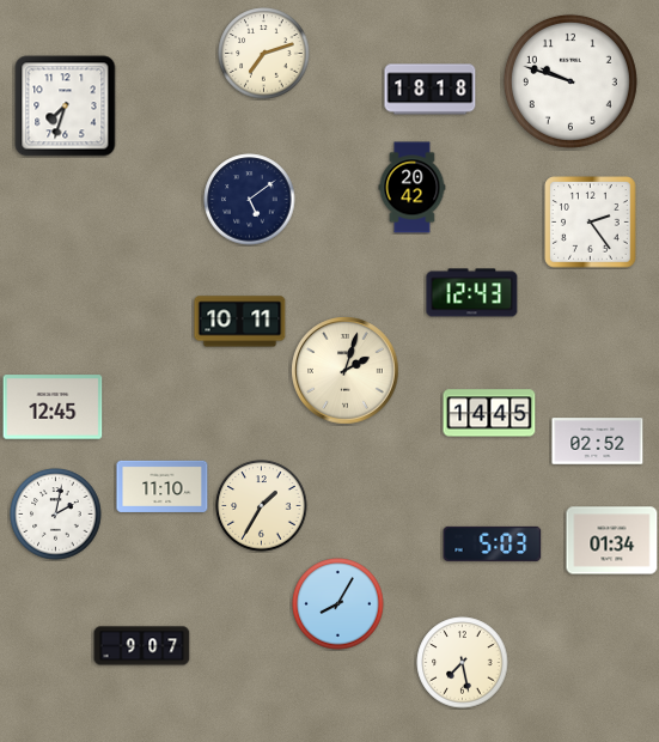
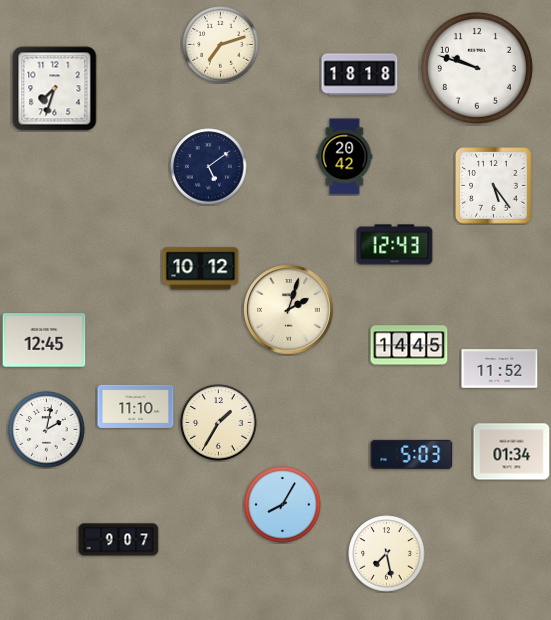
clock at (591, 223): 2:24 -> 5:24
clock at (240, 322): 10:11 -> 10:12
clock at (598, 442): 02:52 -> 11:52
